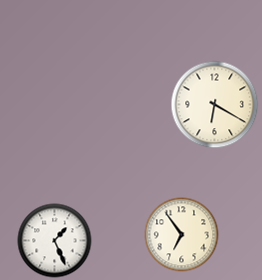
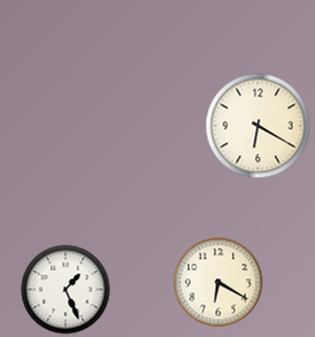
clock at (182, 235): 6:54 -> 6:20
